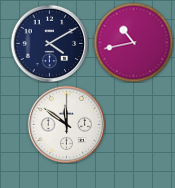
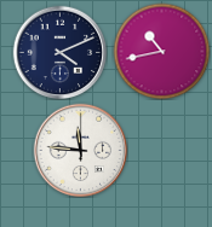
clock at (49, 43): 4:10 -> 4:11
clock at (66, 124): 11:51 -> 11:46
